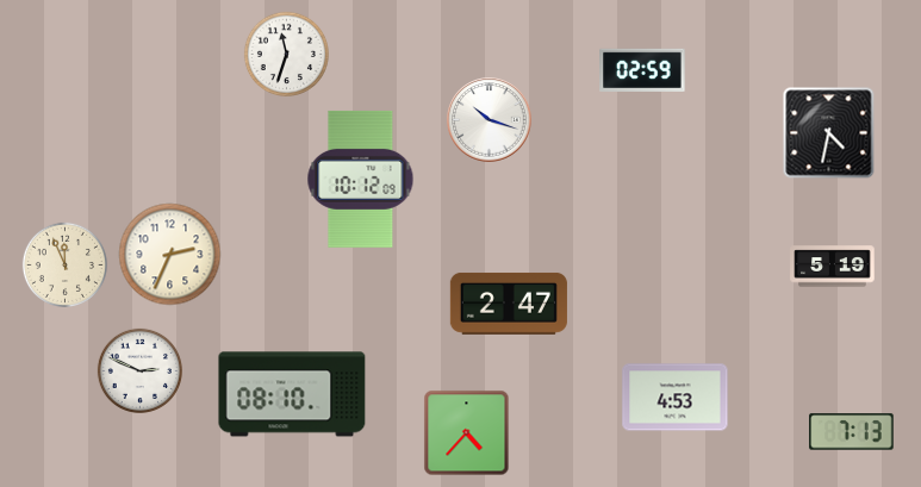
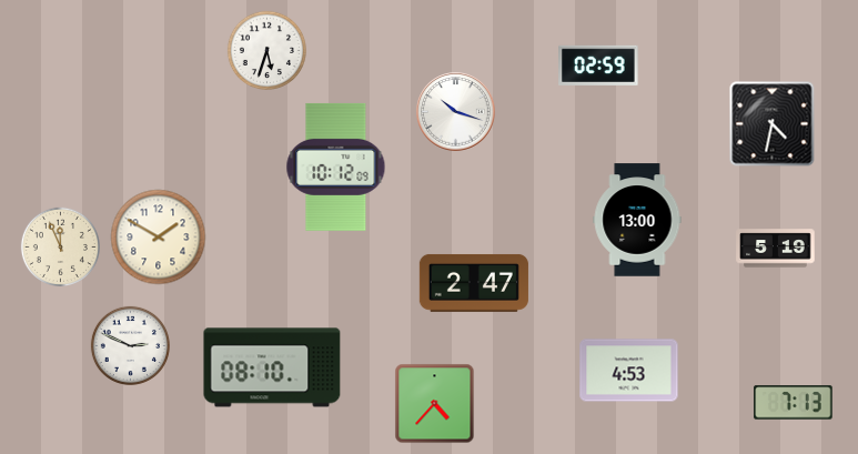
clock at (286, 54): 11:33 -> 5:33
clock at (637, 220): none -> 13:00
clock at (170, 255): 2:34 -> 1:50
